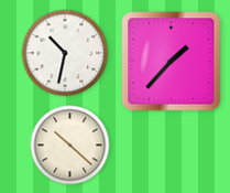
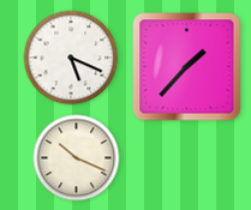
clock at (65, 53): 10:32 -> 5:19
clock at (70, 146): 10:22 -> 10:19
